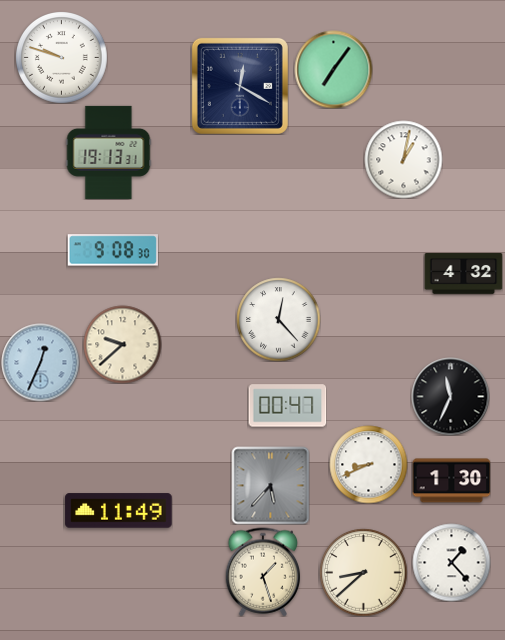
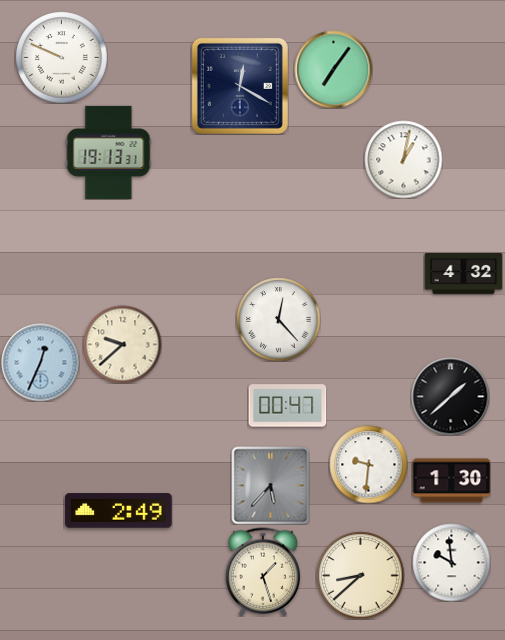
clock at (62, 58): 9:48 -> 9:49
clock at (113, 250): 9:08 -> none
clock at (450, 396): 11:34 -> 1:38
clock at (368, 464): 8:41 -> 9:31
clock at (119, 511): 11:49 -> 2:49
clock at (451, 562): 1:23 -> 9:59
clock at (363, 572) position: (363, 572) -> (360, 575)
